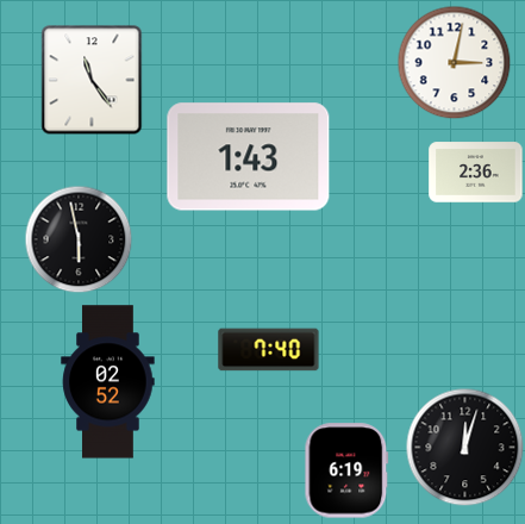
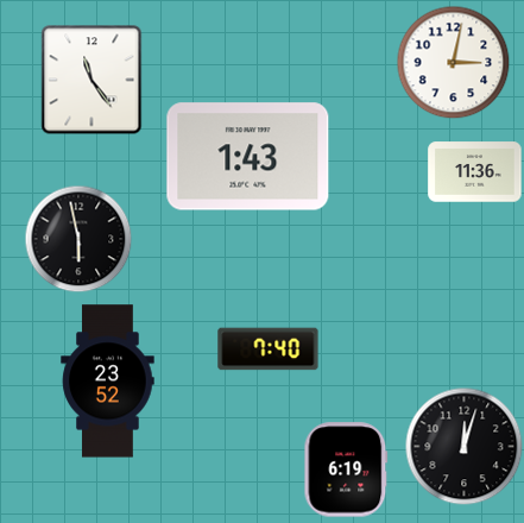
clock at (476, 173): 2:36 -> 11:36
clock at (108, 382): 02:52 -> 23:52
